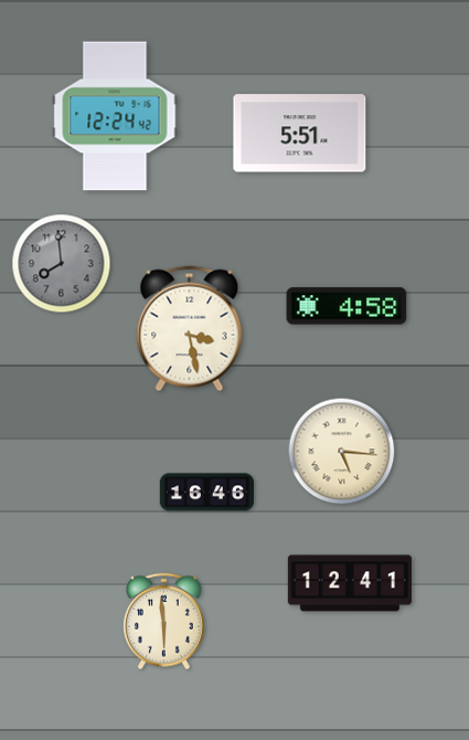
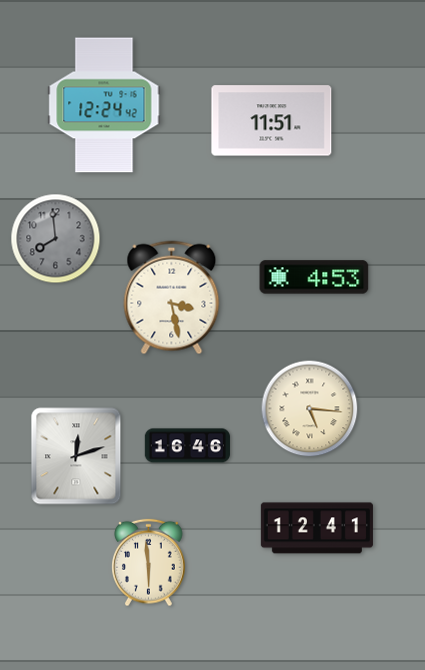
clock at (300, 134): 5:51 -> 11:51
clock at (347, 306): 4:58 -> 4:53
clock at (76, 456): none -> 12:12
